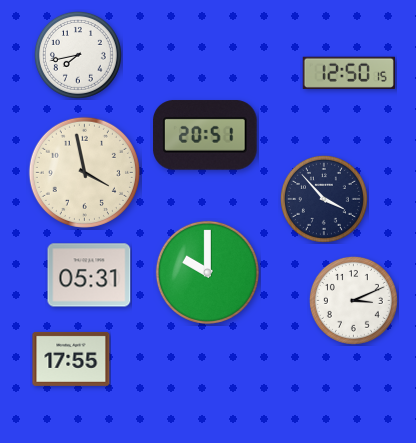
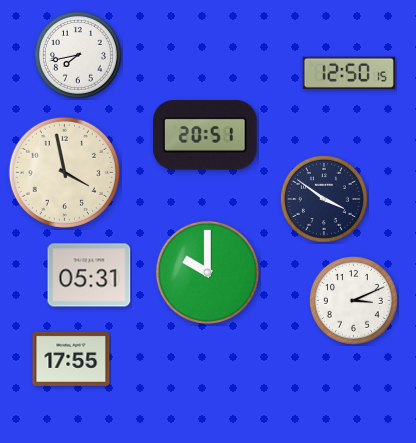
clock at (84, 172) position: (84, 172) -> (64, 172)
clock at (324, 199): 3:53 -> 3:51
